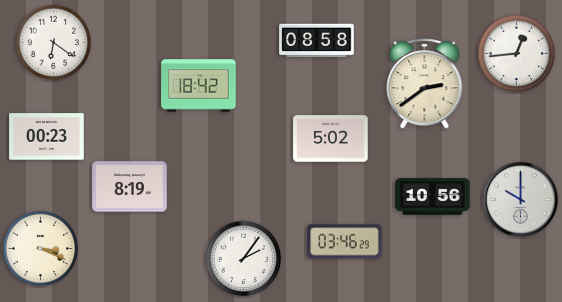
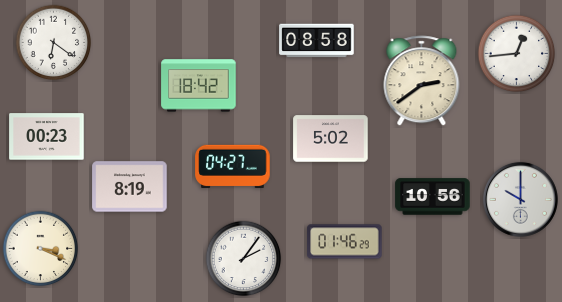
clock at (425, 84) position: (425, 84) -> (422, 81)
clock at (233, 166): none -> 04:27
clock at (345, 242): 03:46 -> 01:46
